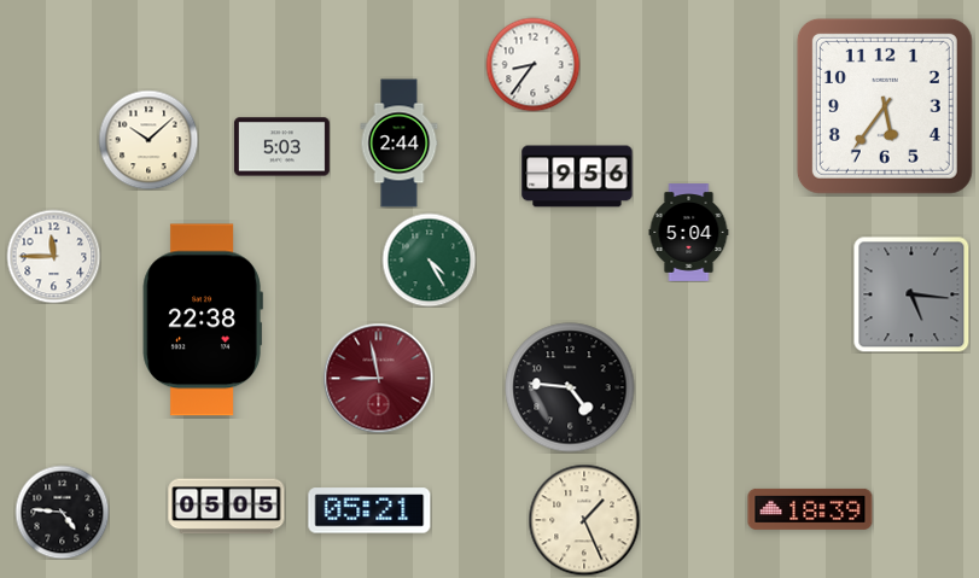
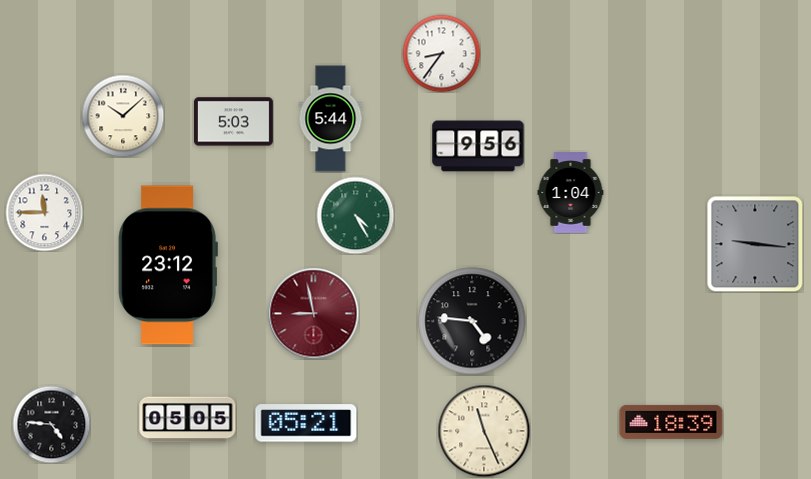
clock at (885, 106): 5:36 -> none
clock at (400, 144): 2:44 -> 5:44
clock at (689, 233): 5:04 -> 1:04
clock at (911, 294): 5:16 -> 9:16
clock at (203, 320): 22:38 -> 23:12
clock at (584, 520): 1:26 -> 11:26
